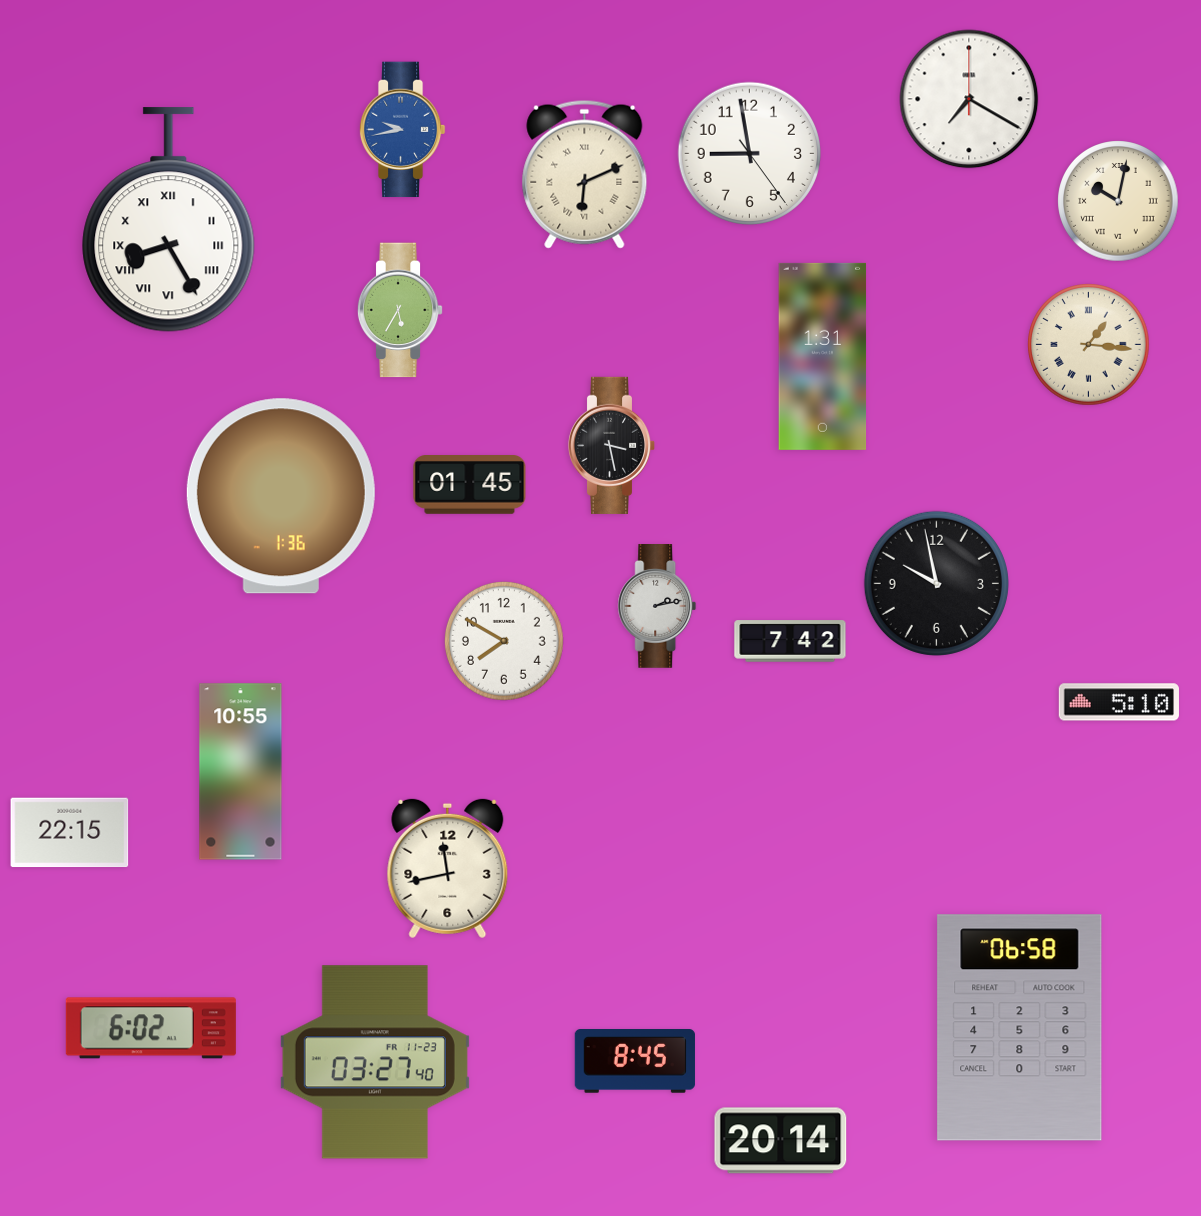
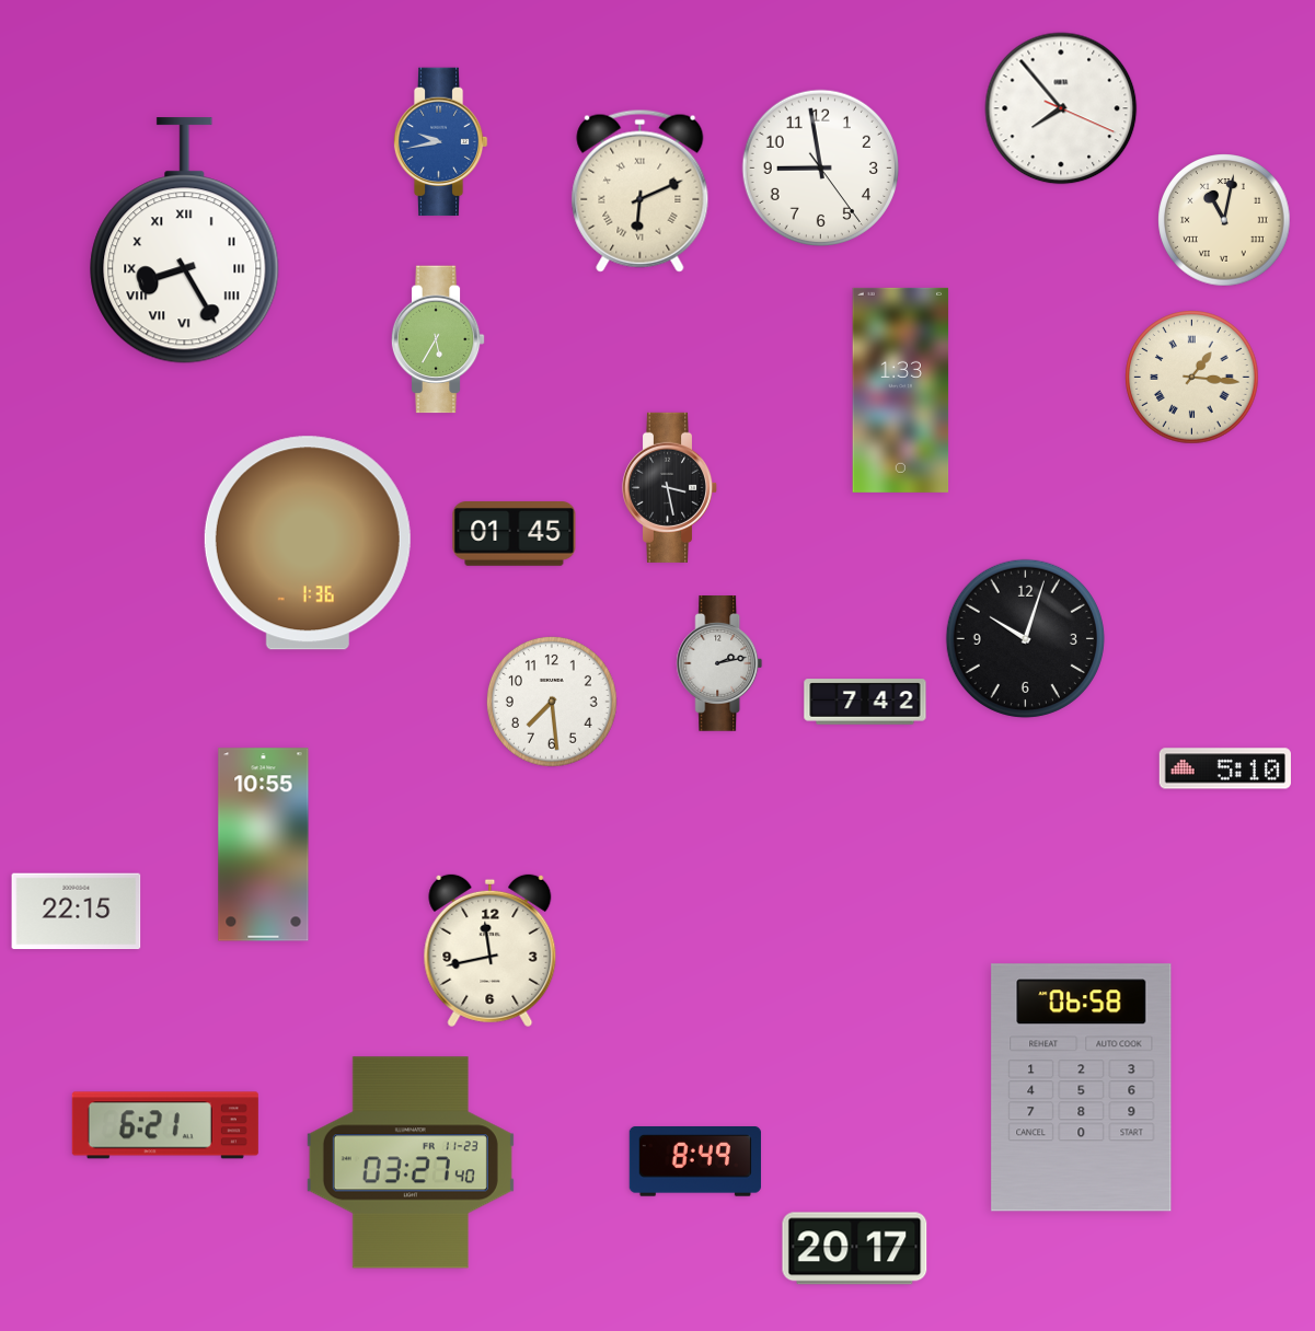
clock at (969, 99): 7:20 -> 7:53
clock at (1118, 201): 10:02 -> 11:02
clock at (823, 356): 1:31 -> 1:33
clock at (470, 485) position: (470, 485) -> (515, 534)
clock at (936, 583): 9:58 -> 10:03
clock at (504, 641): 7:50 -> 7:29
clock at (151, 1028): 6:02 -> 6:21
clock at (1020, 1028) position: (1020, 1028) -> (1082, 1088)
clock at (635, 1062): 8:45 -> 8:49
clock at (781, 1141): 20:14 -> 20:17
